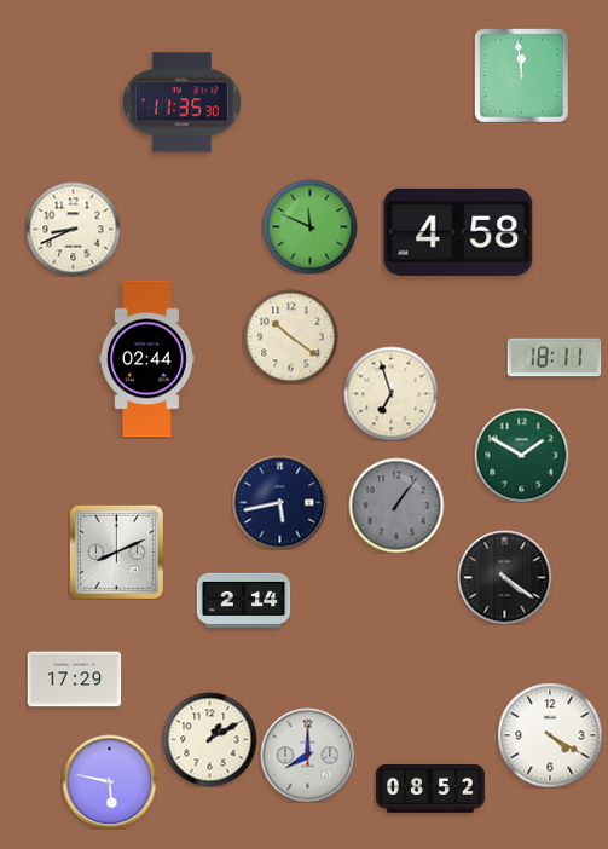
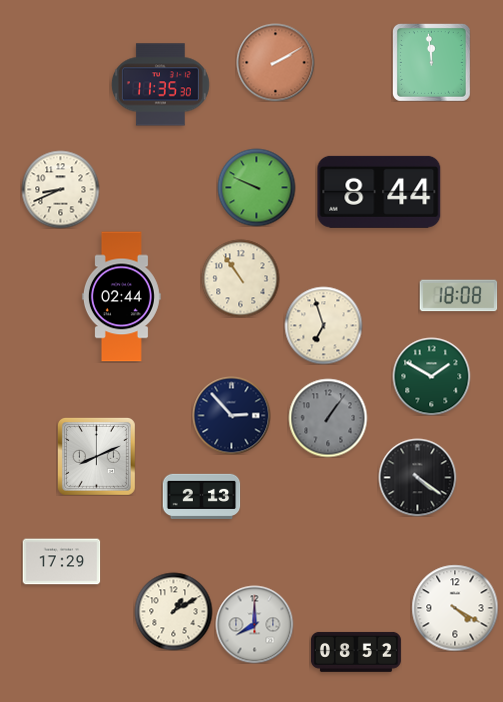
clock at (275, 62): none -> 2:10
clock at (181, 103) position: (181, 103) -> (160, 85)
clock at (309, 226): 11:49 -> 9:49
clock at (458, 232): 4:58 -> 8:44
clock at (290, 336): 10:21 -> 10:54
clock at (554, 358): 18:11 -> 18:08
clock at (279, 502): 5:43 -> 2:53
clock at (243, 600): 2:14 -> 2:13
clock at (109, 781): 5:47 -> none
